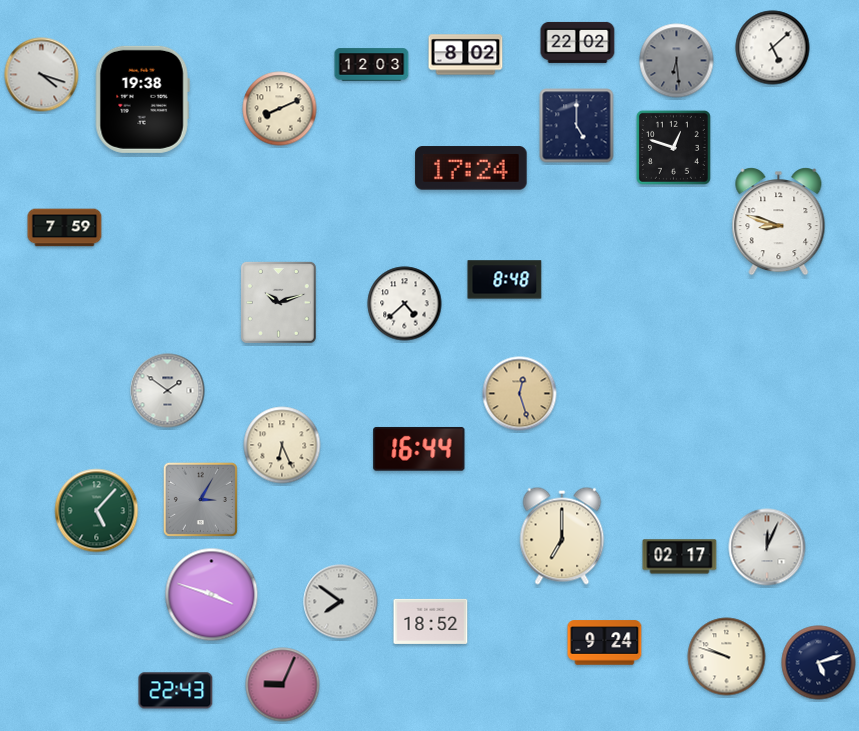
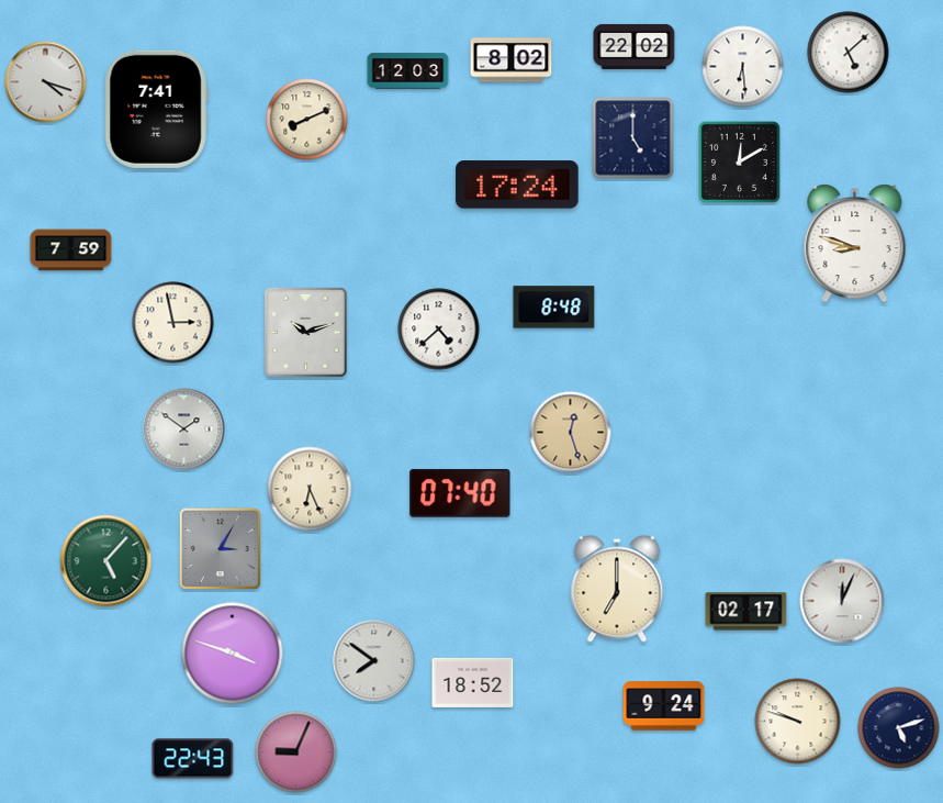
clock at (677, 61) dial: grey -> white
clock at (142, 99): 19:38 -> 7:41
clock at (673, 147): 12:48 -> 12:10
clock at (173, 323): none -> 2:58
clock at (405, 304) position: (405, 304) -> (439, 330)
clock at (419, 449): 16:44 -> 07:40
clock at (283, 685) position: (283, 685) -> (296, 752)
